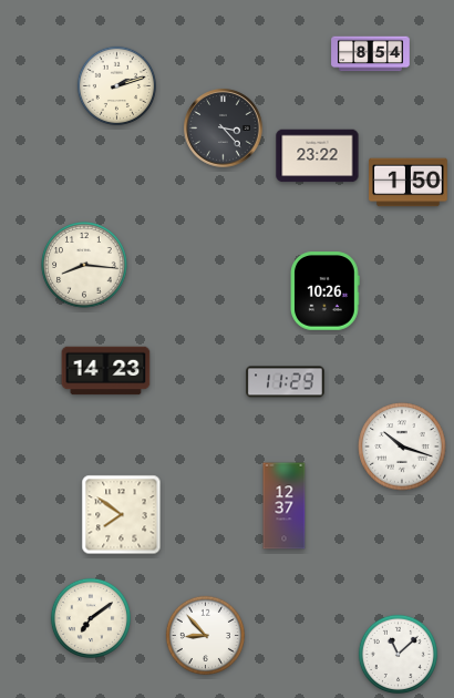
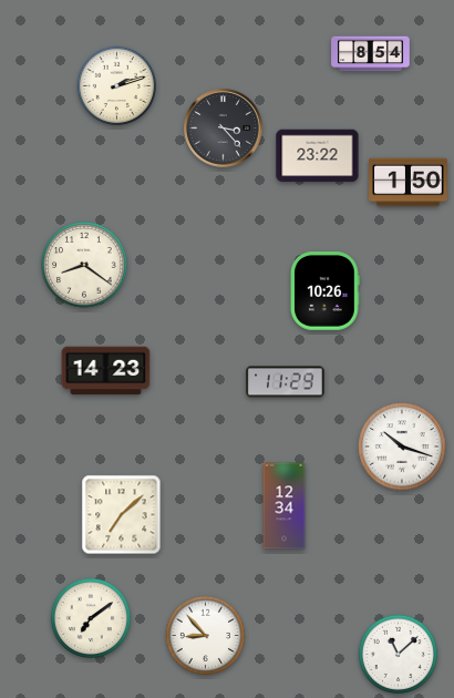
clock at (84, 265): 8:16 -> 8:21
clock at (285, 506): 12:37 -> 12:34
clock at (122, 515): 7:51 -> 7:08
